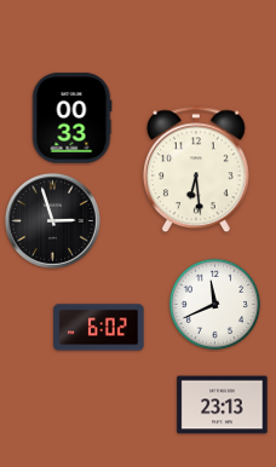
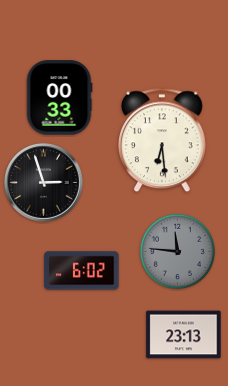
clock at (214, 304): 11:41 -> 11:46
clock at (214, 304) dial: white -> grey
